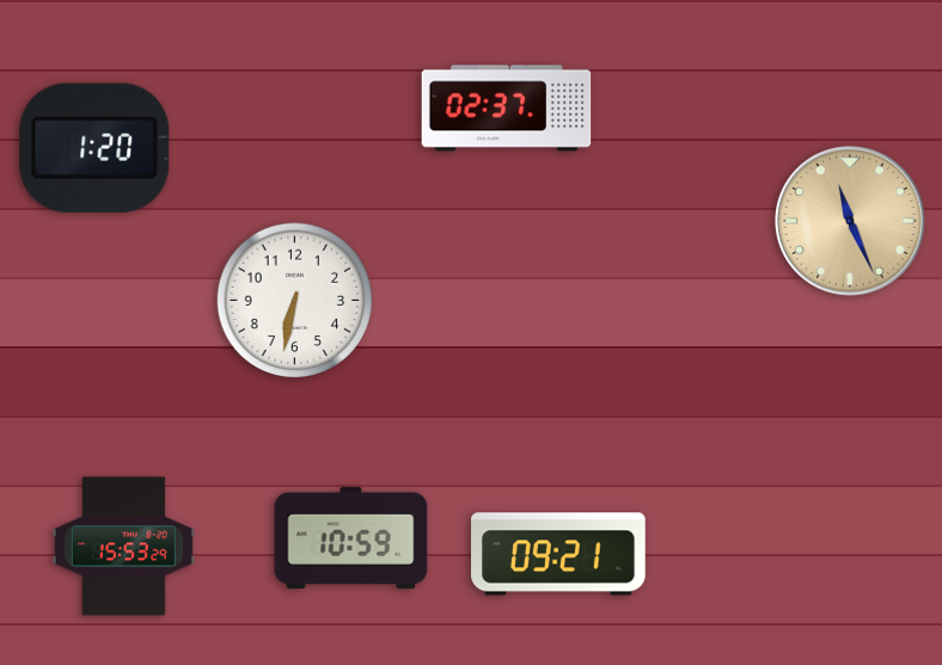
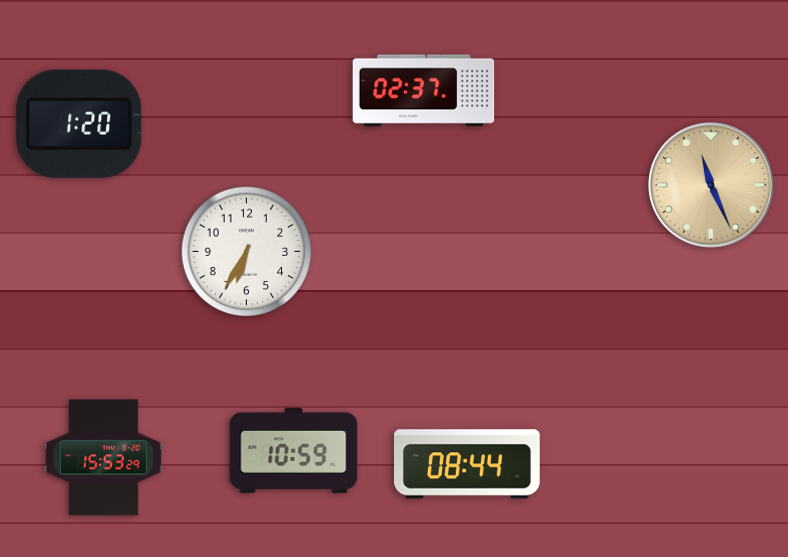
clock at (295, 301): 6:32 -> 6:35
clock at (559, 554): 09:21 -> 08:44
